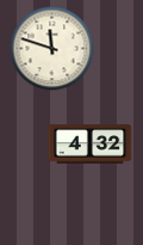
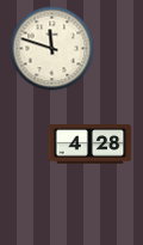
clock at (91, 145): 4:32 -> 4:28
